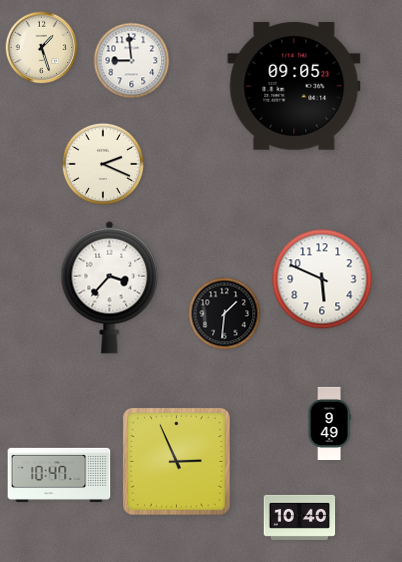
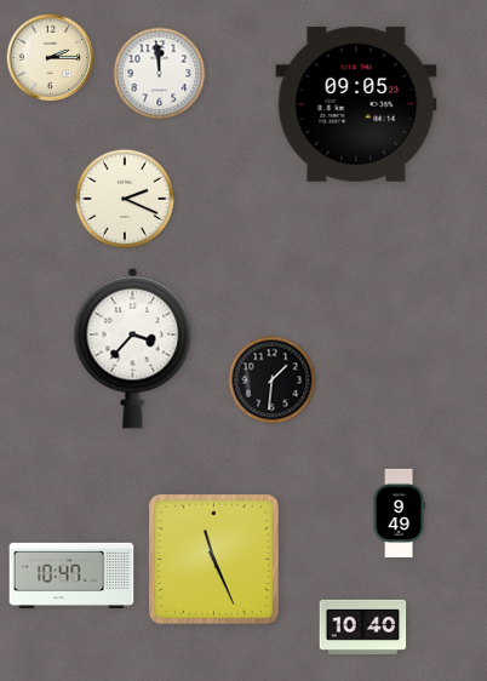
clock at (42, 48): 1:27 -> 2:15
clock at (132, 61): 8:59 -> 11:59
clock at (322, 279): 5:49 -> none
clock at (177, 462): 2:56 -> 11:26
